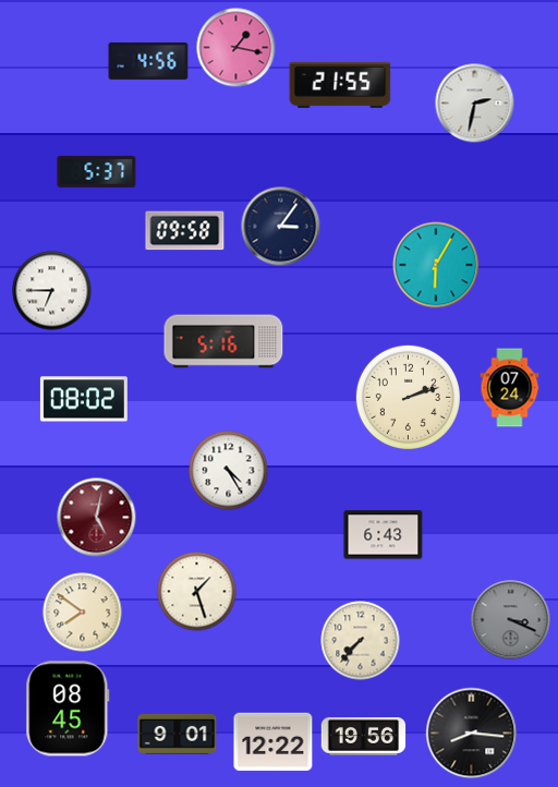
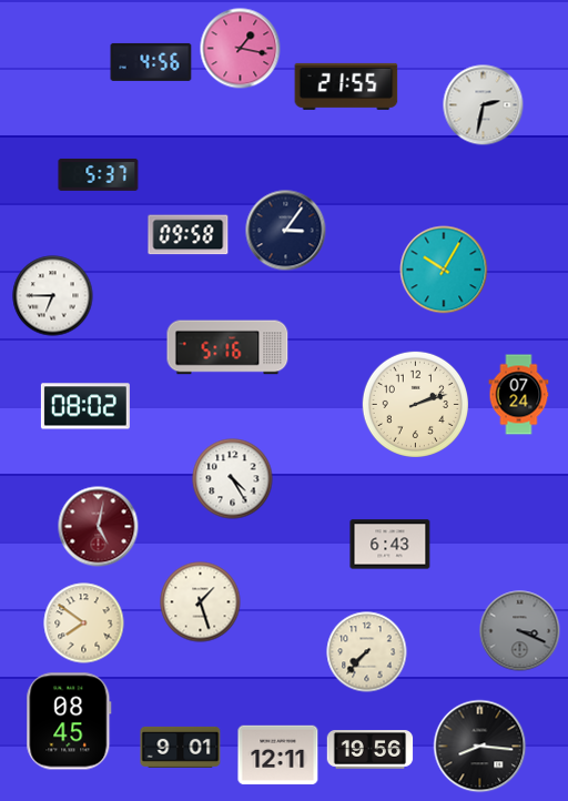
clock at (436, 265): 6:05 -> 10:05
clock at (274, 742): 12:22 -> 12:11
